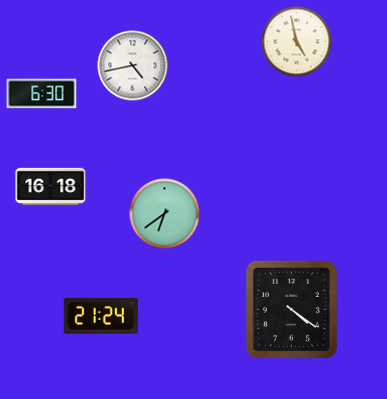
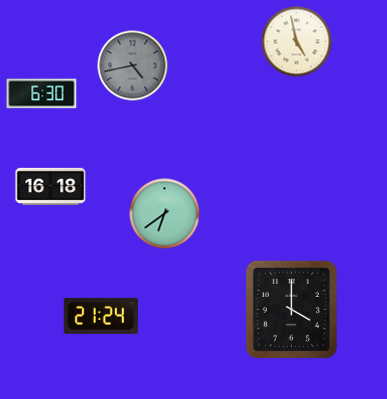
clock at (133, 66) dial: white -> grey
clock at (291, 309): 4:21 -> 4:00
